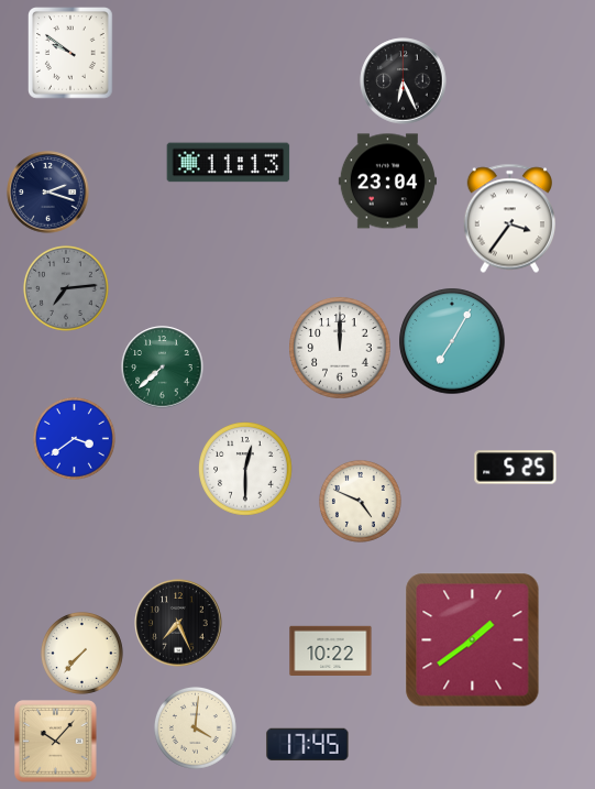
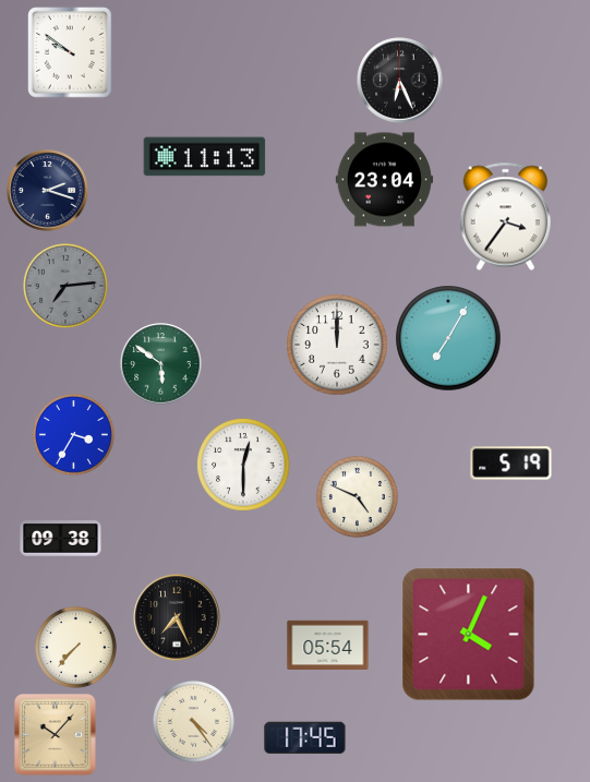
clock at (229, 163) position: (229, 163) -> (205, 157)
clock at (163, 368): 7:38 -> 5:51
clock at (74, 438): 3:39 -> 3:35
clock at (516, 468): 5:25 -> 5:19
clock at (61, 539): none -> 09:38
clock at (473, 640): 1:39 -> 4:04
clock at (331, 651): 10:22 -> 05:54
clock at (81, 653) position: (81, 653) -> (75, 647)
clock at (195, 727): 4:01 -> 4:24
